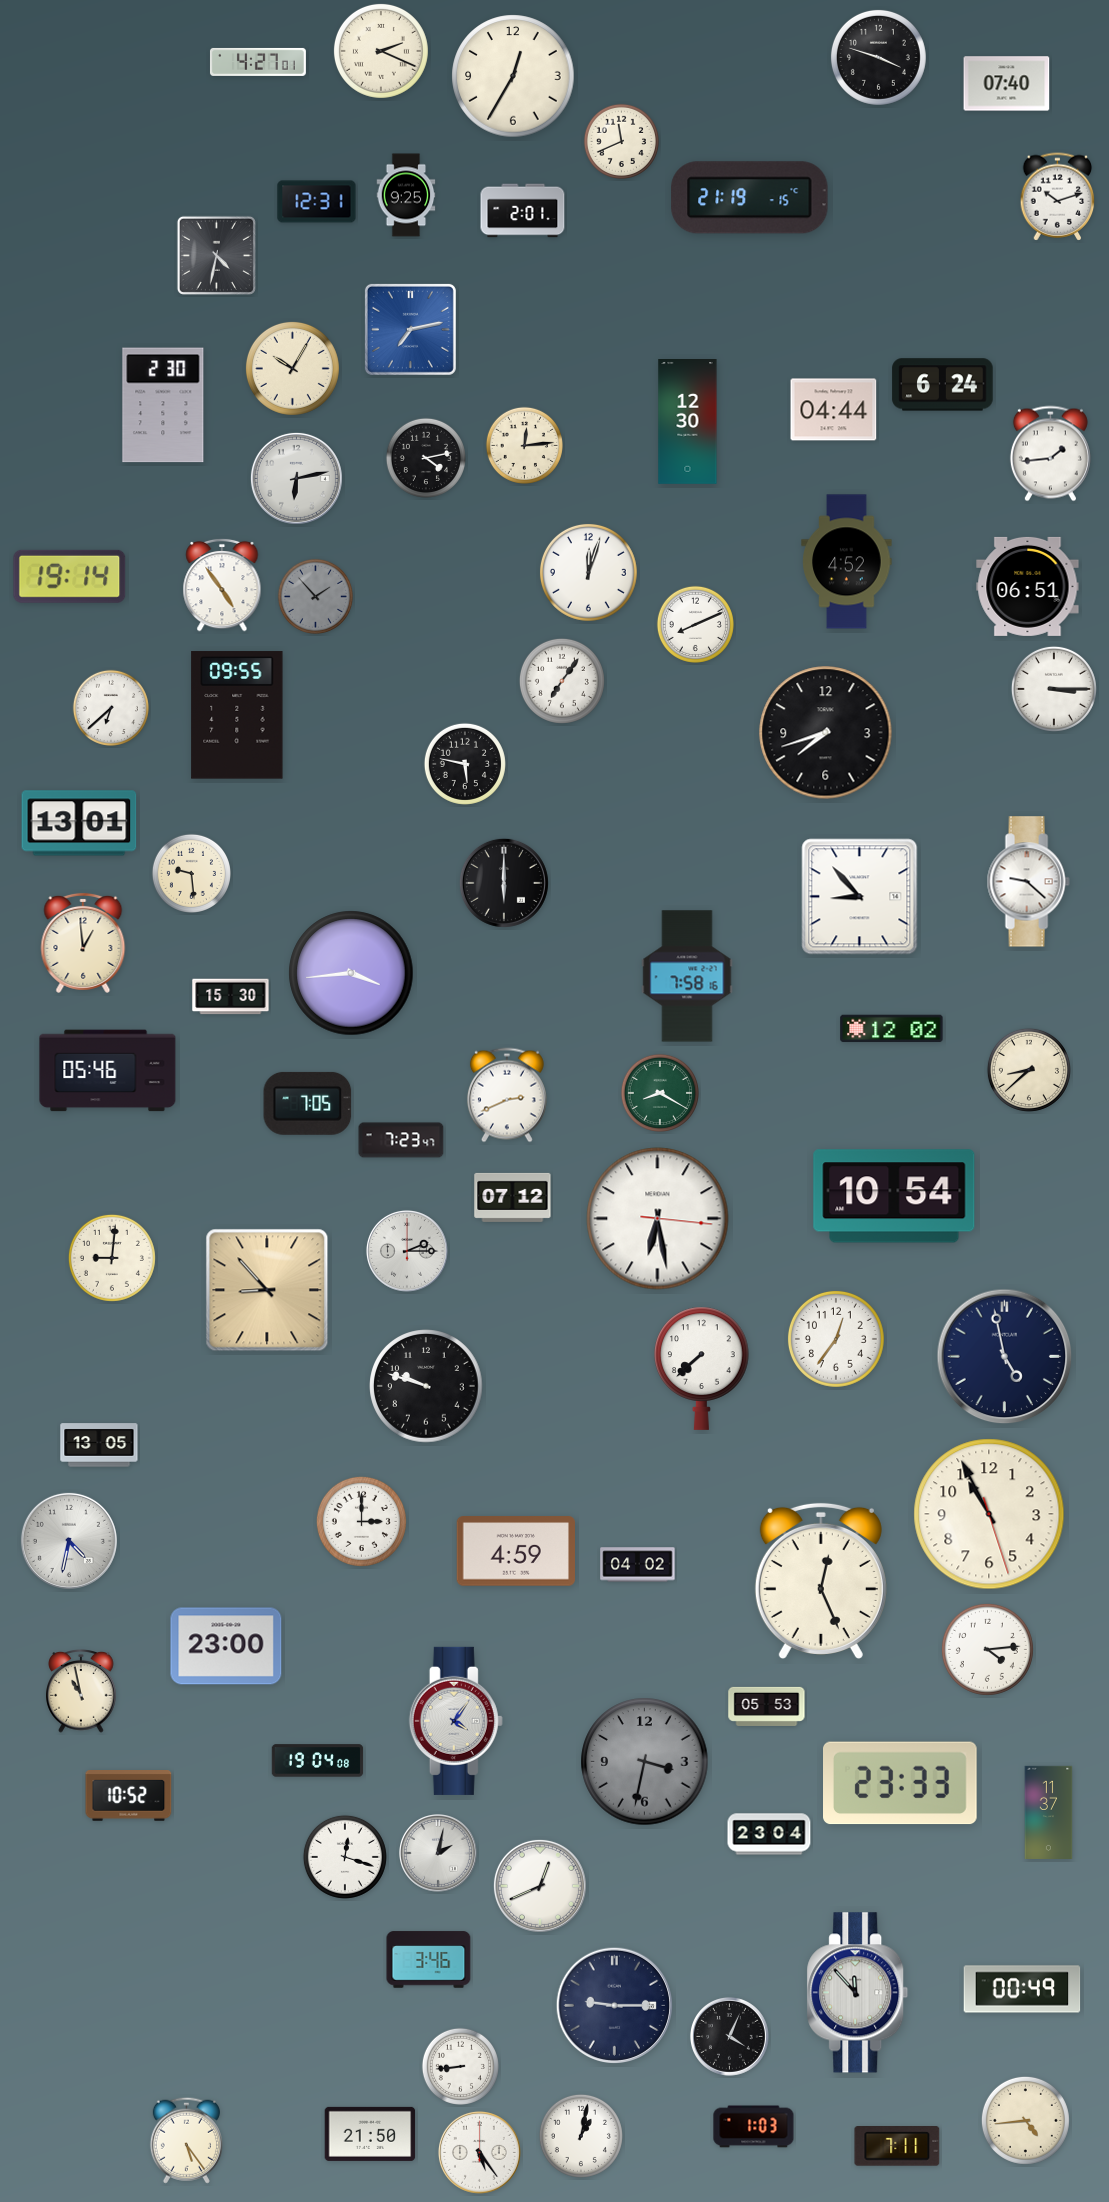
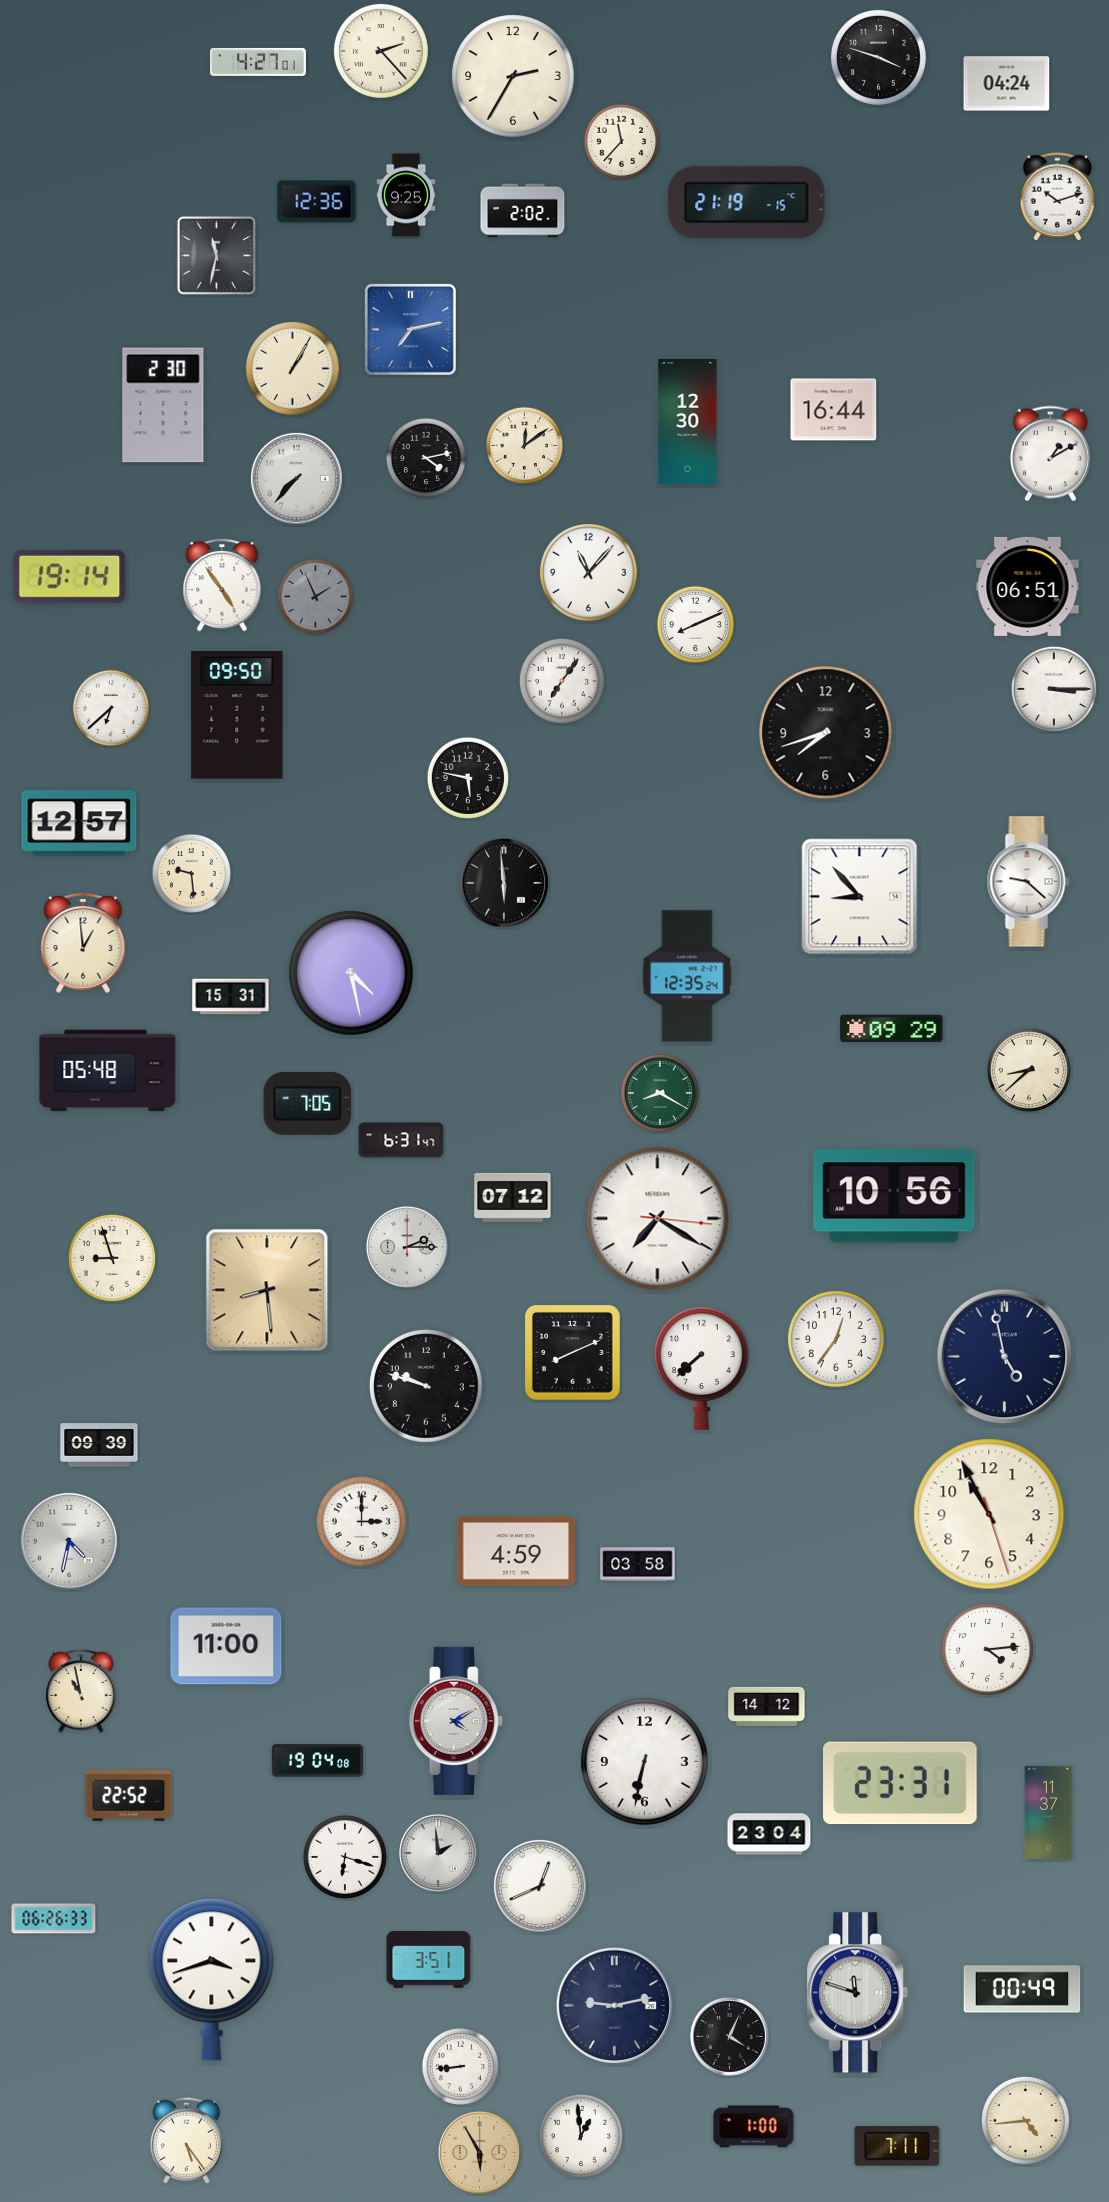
clock at (381, 51): 2:19 -> 2:23
clock at (513, 76): 12:35 -> 2:35
clock at (1007, 84): 07:40 -> 04:24
clock at (621, 141): 11:41 -> 11:37
clock at (750, 198) position: (750, 198) -> (747, 203)
clock at (317, 202): 12:31 -> 12:36
clock at (523, 211): 2:01 -> 2:02
clock at (216, 255): 4:32 -> 11:32
clock at (292, 368): 10:05 -> 1:05
clock at (943, 385): 6:24 -> none
clock at (834, 410): 04:44 -> 16:44
clock at (524, 445): 12:14 -> 12:09
clock at (1050, 454): 1:44 -> 1:10
clock at (296, 478): 6:13 -> 7:37
clock at (847, 562): 4:52 -> none
clock at (588, 572): 12:03 -> 11:07
clock at (315, 596): 1:53 -> 1:56
clock at (237, 715): 09:55 -> 09:50
clock at (465, 764) position: (465, 764) -> (468, 778)
clock at (79, 823): 13:01 -> 12:57
clock at (504, 883): 6:00 -> 5:59
clock at (351, 973): 3:44 -> 4:28
clock at (687, 976): 7:58 -> 12:35
clock at (231, 997): 15:30 -> 15:31
clock at (892, 1029): 12:02 -> 09:29
clock at (108, 1071): 05:46 -> 05:48
clock at (507, 1095): 2:41 -> none
clock at (401, 1140): 7:23 -> 6:31
clock at (894, 1196): 10:54 -> 10:56
clock at (658, 1219): 6:28 -> 7:20
clock at (407, 1251) position: (407, 1251) -> (407, 1247)
clock at (112, 1258): 9:01 -> 8:57
clock at (267, 1290): 8:53 -> 8:29
clock at (573, 1353): none -> 8:11
clock at (99, 1445): 13:05 -> 09:39
clock at (638, 1565): 04:02 -> 03:58
clock at (821, 1581): 12:26 -> none
clock at (226, 1646): 23:00 -> 11:00
clock at (767, 1706): 05:53 -> 14:12
clock at (456, 1721): 4:06 -> 4:10
clock at (645, 1762): 3:32 -> 6:32
clock at (645, 1762) dial: grey -> white
clock at (901, 1783): 23:33 -> 23:31
clock at (129, 1796): 10:52 -> 22:52
clock at (439, 1854): 2:02 -> 1:59
clock at (345, 1857): 12:18 -> 6:18
clock at (54, 1919): none -> 06:26
clock at (429, 1960): 3:46 -> 3:51
clock at (212, 1980): none -> 3:42
clock at (858, 1993): 11:53 -> 11:48
clock at (614, 2005): 9:15 -> 9:13
clock at (754, 2127): 1:03 -> 1:00
clock at (370, 2134): 21:50 -> none
clock at (581, 2136): 1:02 -> 12:59
clock at (479, 2152): 5:24 -> 5:55
clock at (479, 2152) dial: white -> champagne
